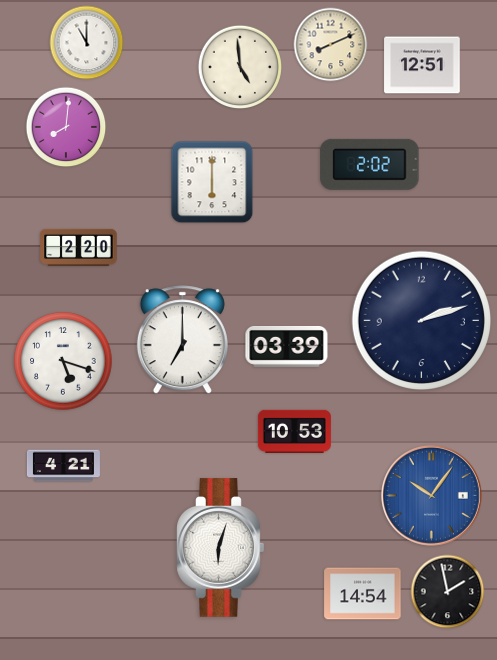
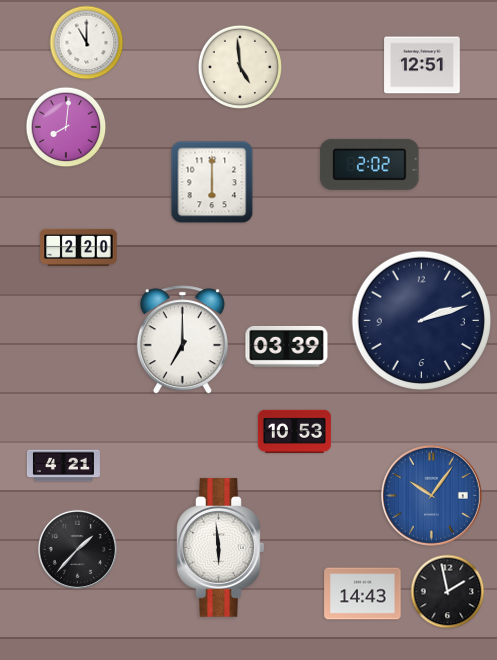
clock at (331, 45): 8:11 -> none
clock at (63, 361): 5:18 -> none
clock at (221, 548): 6:03 -> 5:59
clock at (77, 549): none -> 1:37
clock at (363, 594): 14:54 -> 14:43
